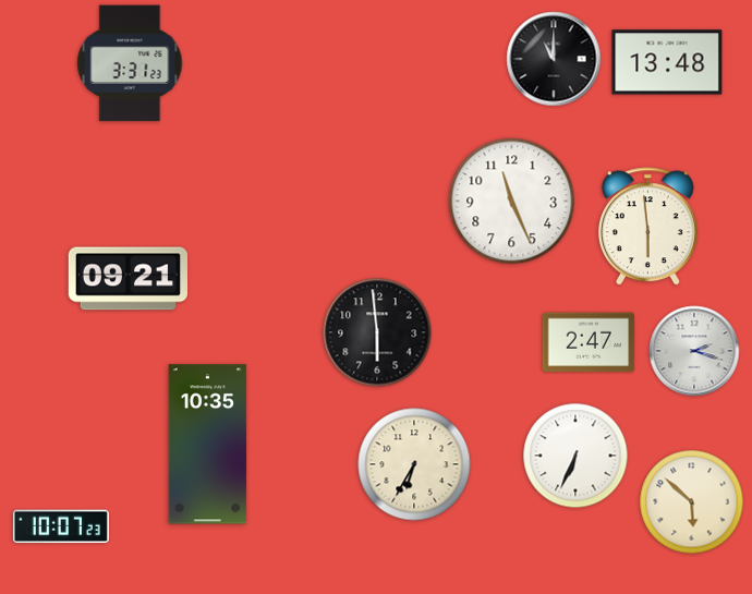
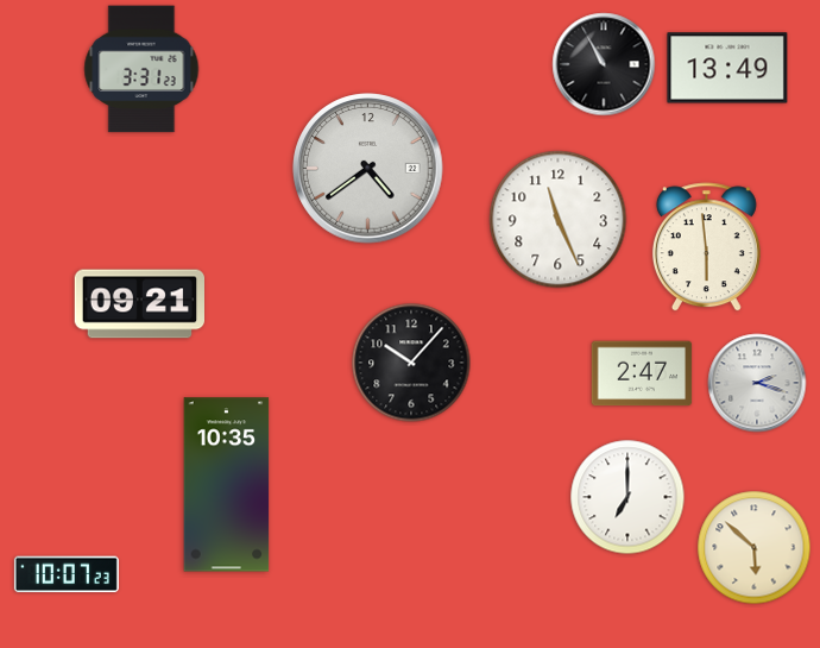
clock at (554, 59): 11:00 -> 10:55
clock at (667, 62): 13:48 -> 13:49
clock at (368, 169): none -> 4:39
clock at (377, 332): 5:59 -> 10:07
clock at (575, 456): 6:34 -> 7:00
clock at (414, 464): 6:35 -> none
